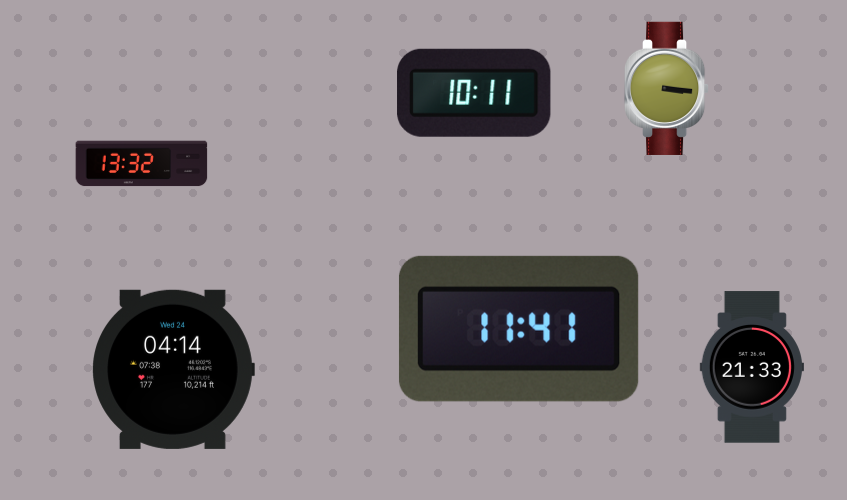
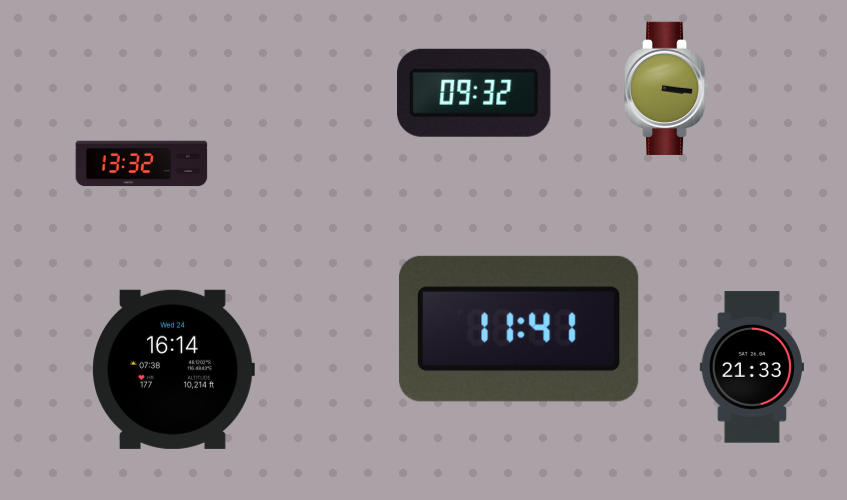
clock at (474, 93): 10:11 -> 09:32
clock at (173, 369): 04:14 -> 16:14
